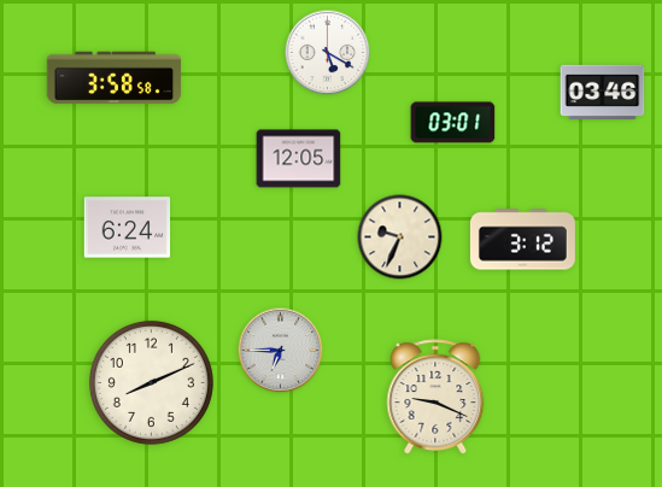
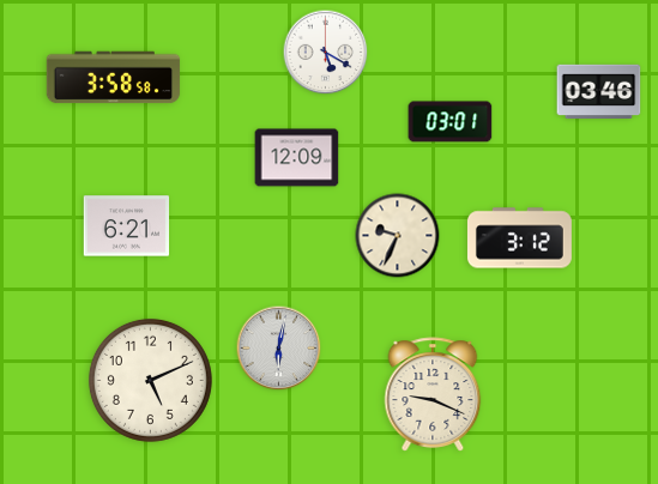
clock at (299, 159): 12:05 -> 12:09
clock at (128, 228): 6:24 -> 6:21
clock at (281, 351): 6:45 -> 6:02
clock at (151, 382): 8:11 -> 5:11
